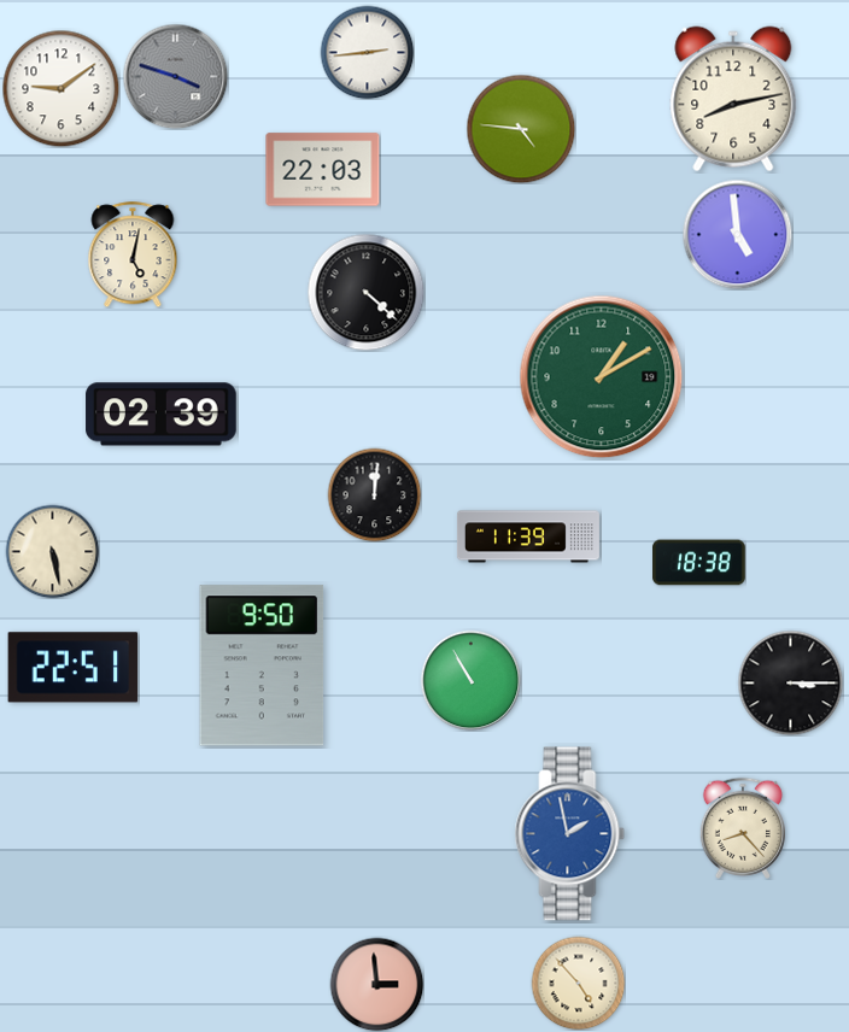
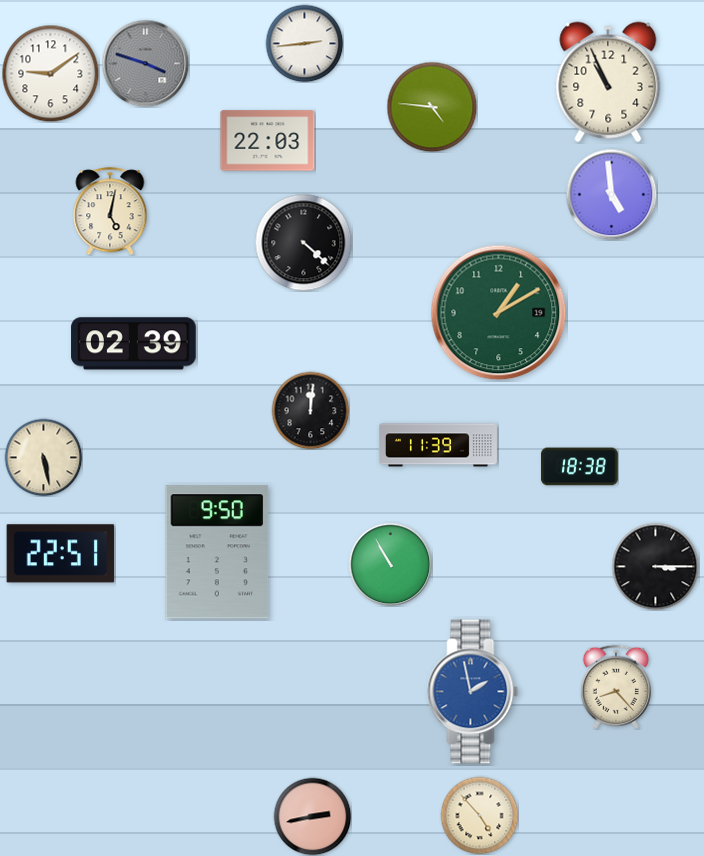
clock at (733, 99): 8:13 -> 10:56
clock at (376, 984): 2:59 -> 2:43
